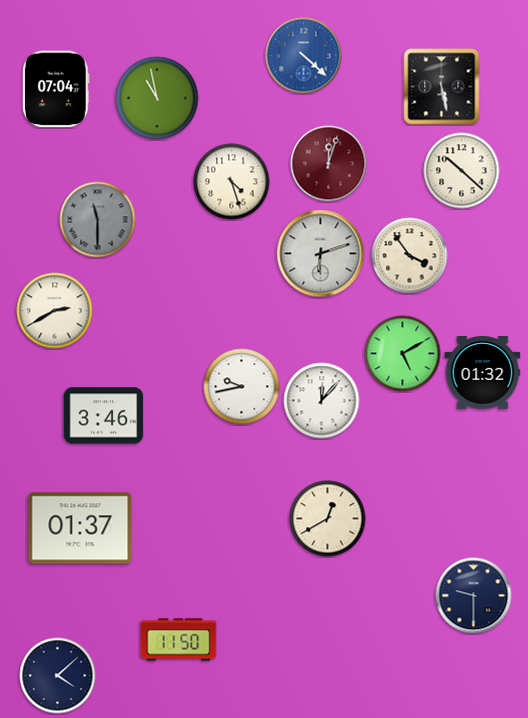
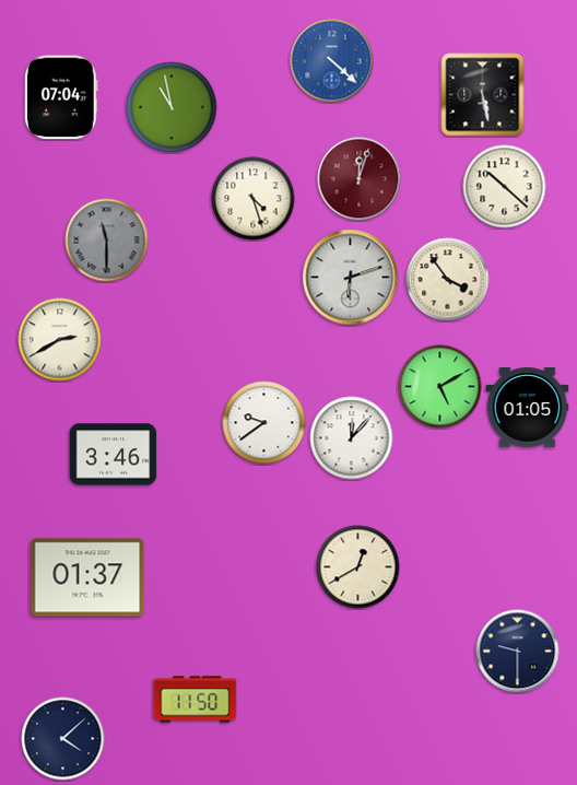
clock at (483, 373): 01:32 -> 01:05
clock at (242, 387): 9:43 -> 9:39
